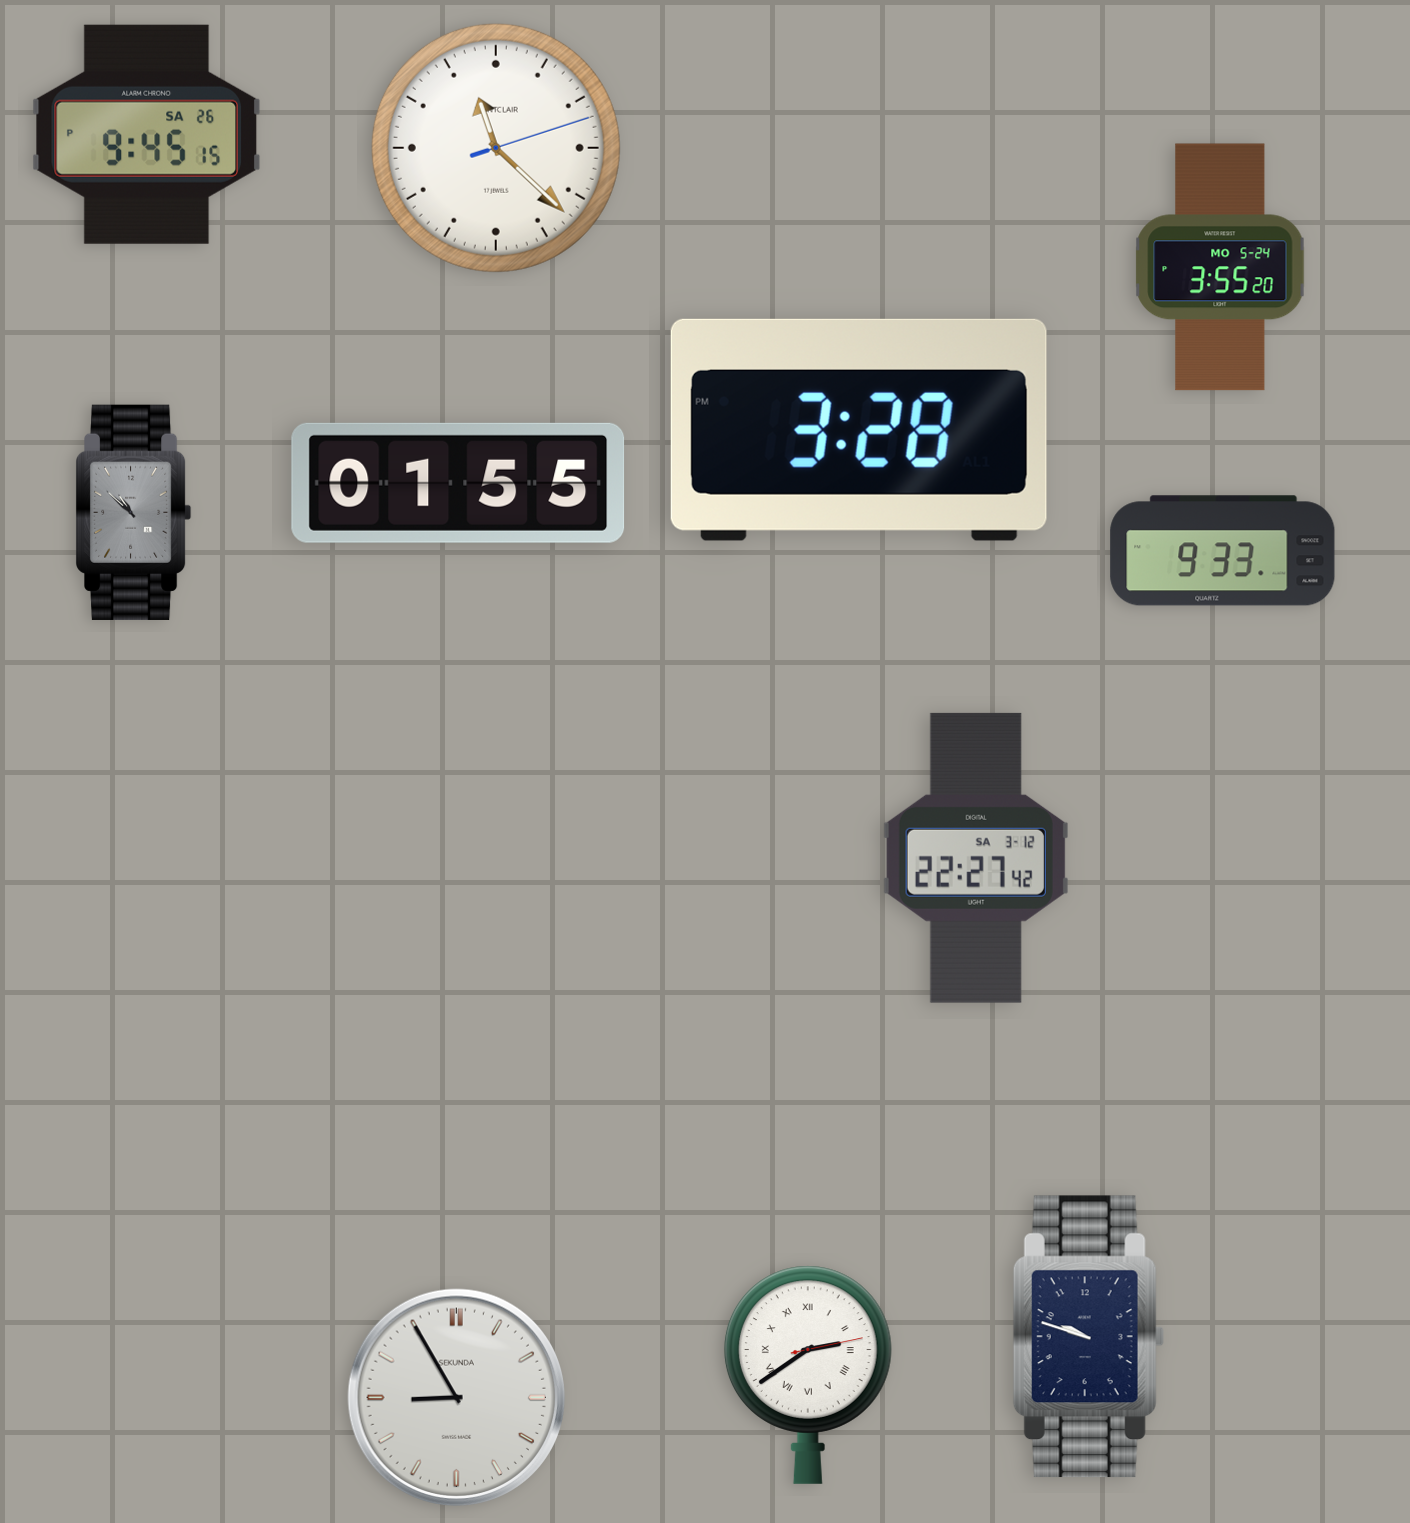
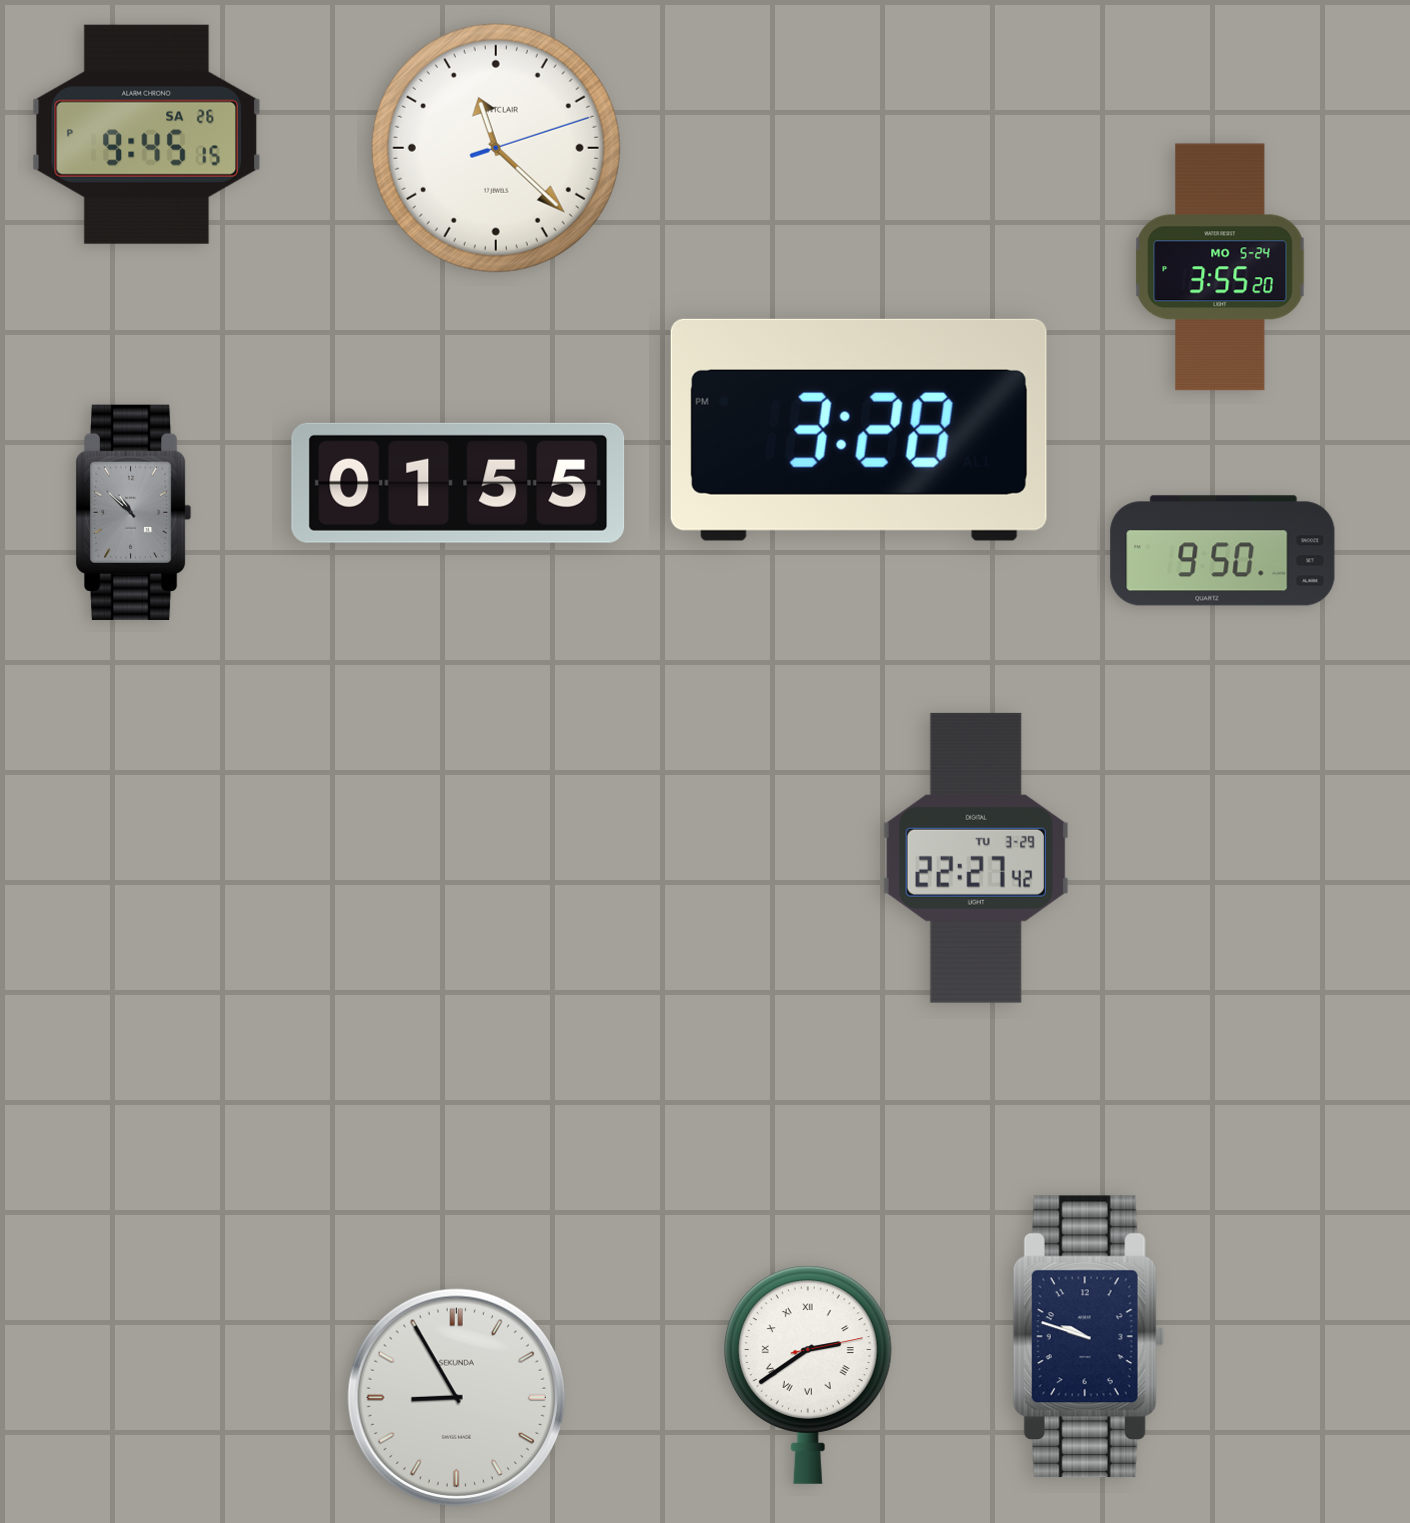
clock at (1223, 551): 9:33 -> 9:50
clock at (976, 858) date: SA 3-12 -> TU 3-29
